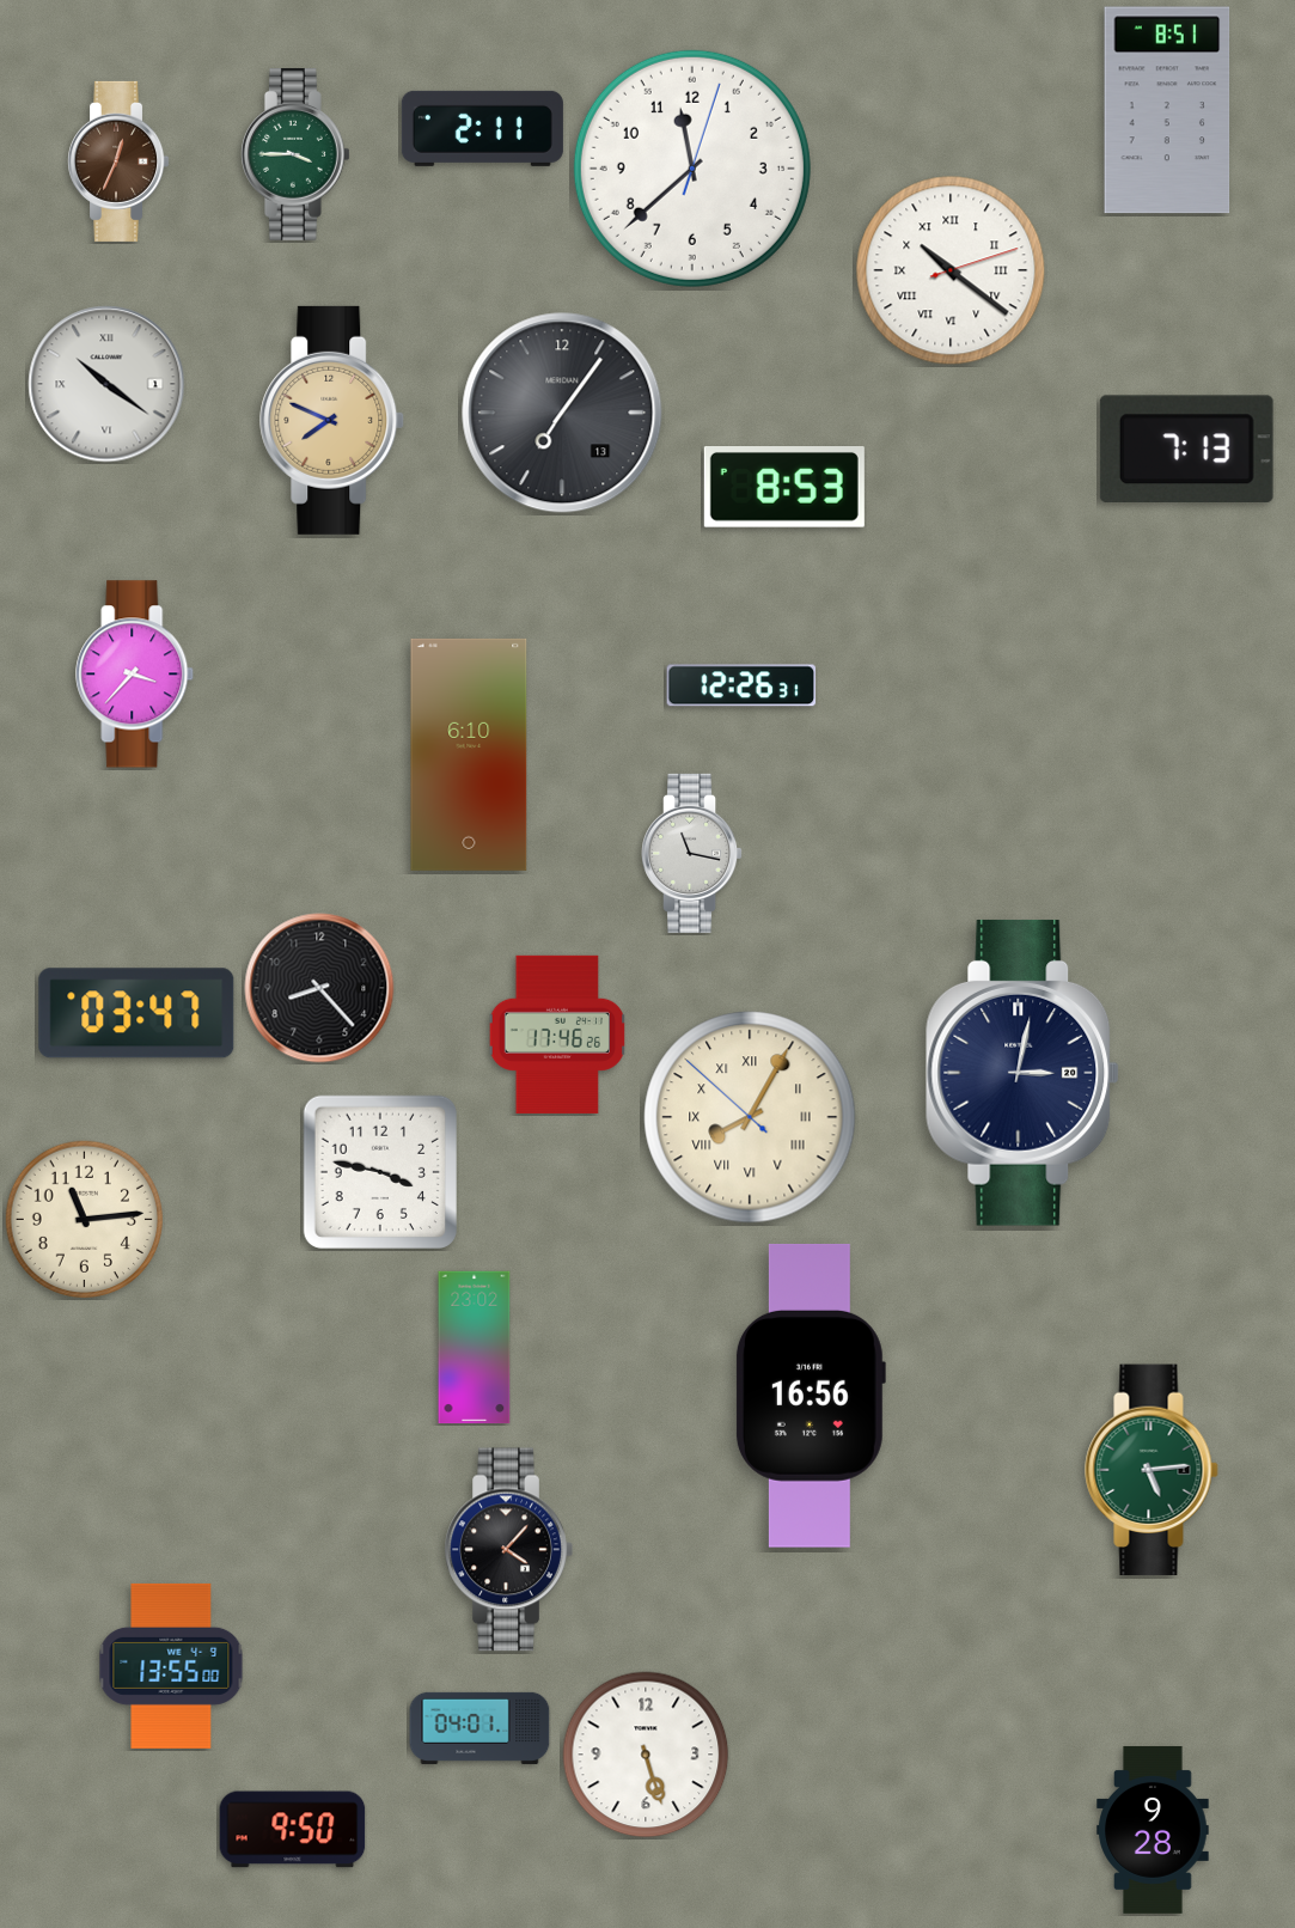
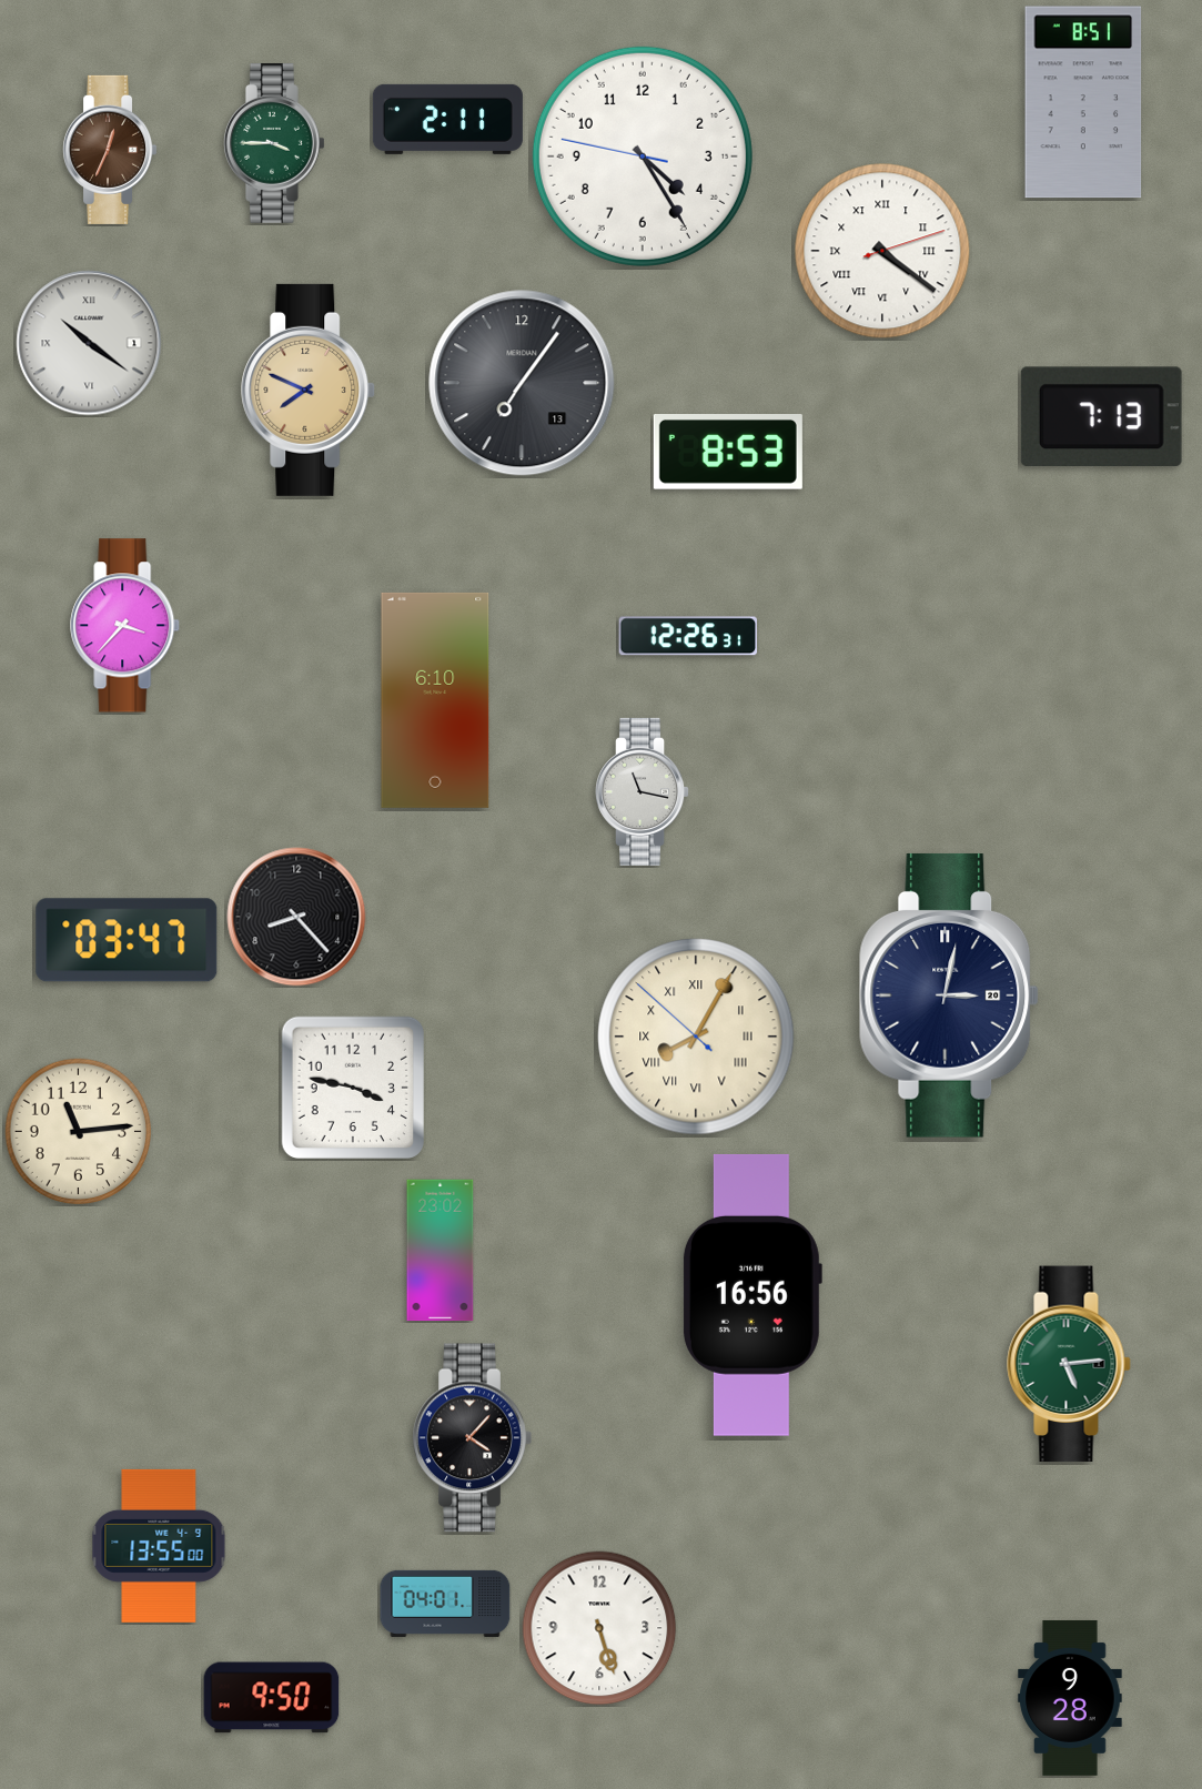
clock at (692, 169): 11:38 -> 4:24
clock at (951, 270): 10:21 -> 4:21
clock at (106, 384) position: (106, 384) -> (89, 343)
clock at (557, 1035): 17:46 -> none
